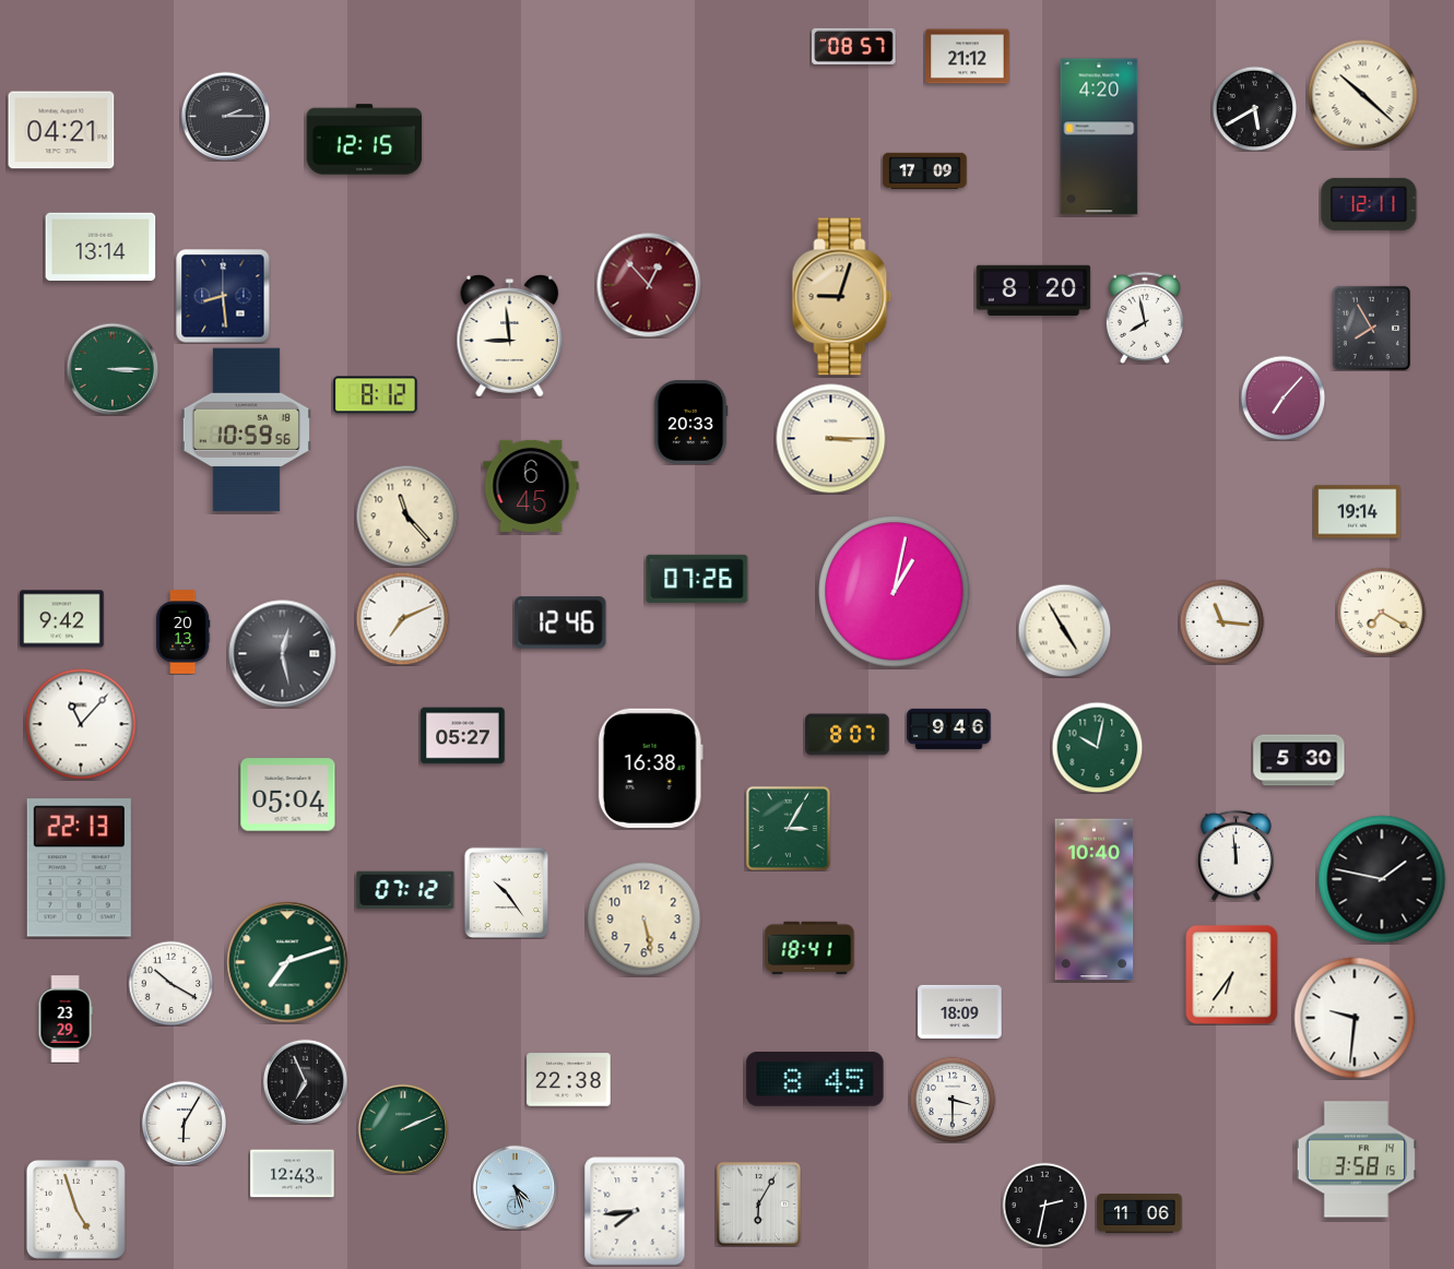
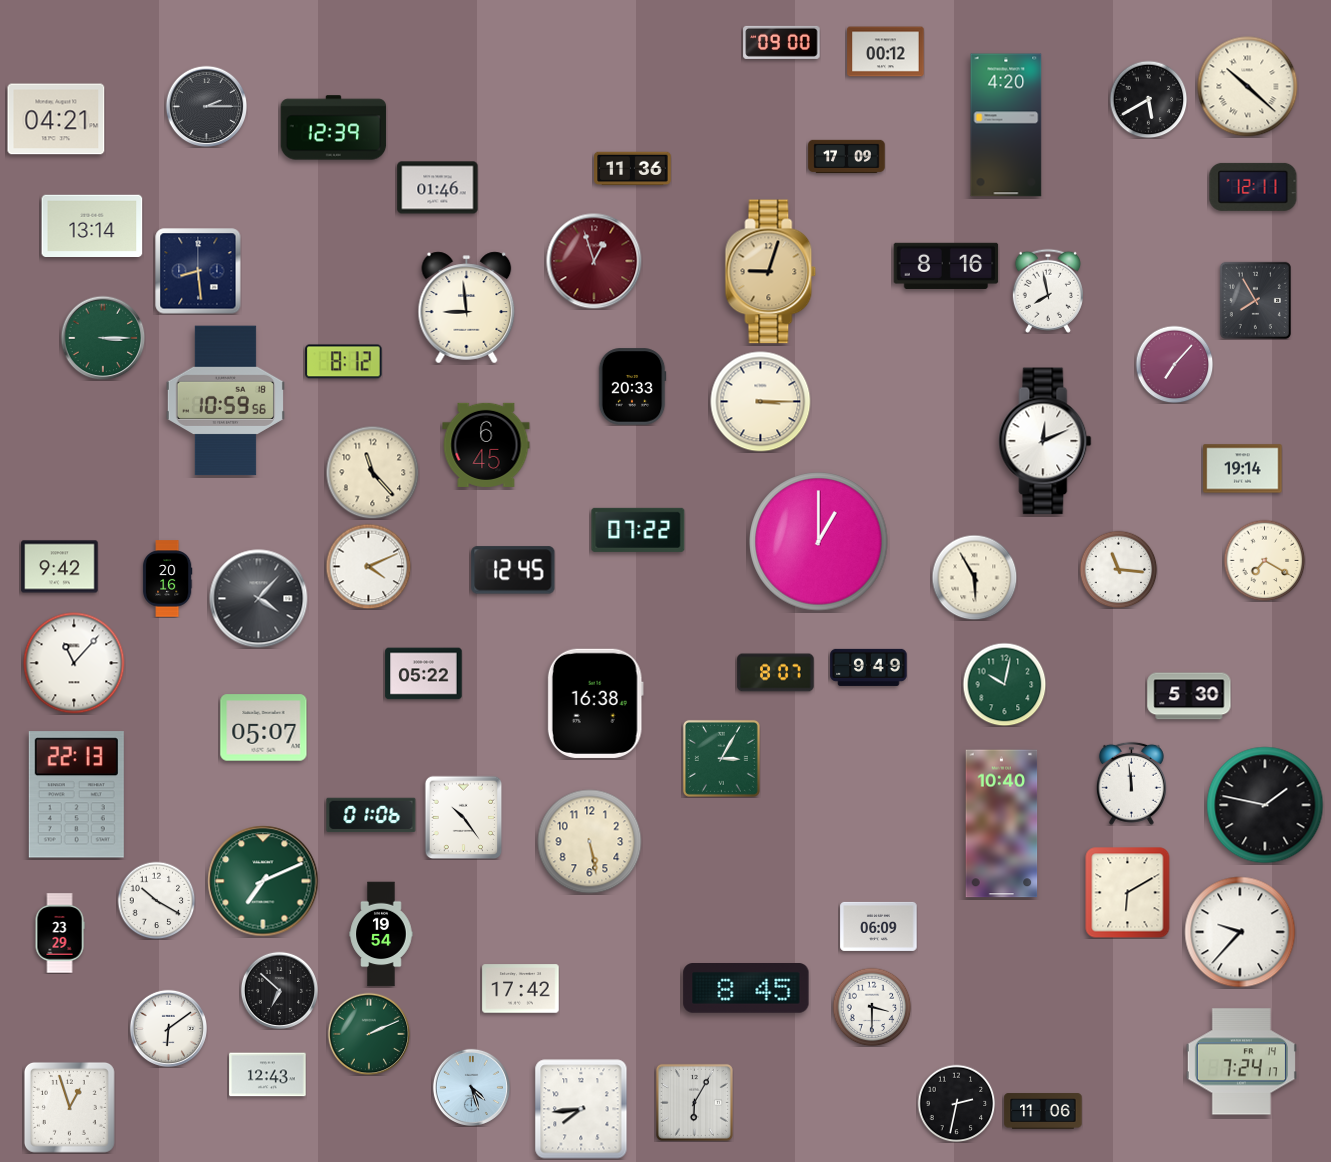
clock at (854, 46): 08:57 -> 09:00
clock at (968, 57): 21:12 -> 00:12
clock at (365, 140): 12:15 -> 12:39
clock at (633, 169): none -> 11:36
clock at (438, 188): none -> 01:46
clock at (649, 285): 12:53 -> 12:57
clock at (1033, 289): 8:20 -> 8:16
clock at (223, 296) position: (223, 296) -> (198, 271)
clock at (246, 430) position: (246, 430) -> (225, 401)
clock at (1045, 441): none -> 12:11
clock at (697, 579): 07:26 -> 07:22
clock at (895, 592): 1:02 -> 1:00
clock at (402, 618): 7:11 -> 4:11
clock at (62, 619) position: (62, 619) -> (60, 567)
clock at (560, 622): 12:46 -> 12:45
clock at (1064, 630): 4:55 -> 5:55
clock at (182, 632): 20:13 -> 20:16
clock at (283, 654): 12:28 -> 4:07
clock at (949, 728): 9:46 -> 9:49
clock at (463, 736): 05:27 -> 05:22
clock at (288, 795): 05:04 -> 05:07
clock at (79, 868) position: (79, 868) -> (76, 795)
clock at (405, 890): 07:12 -> 01:06
clock at (809, 948): 18:41 -> none
clock at (287, 962): 7:12 -> 7:11
clock at (1232, 975): 6:36 -> 6:10
clock at (960, 1011): 18:09 -> 06:09
clock at (1355, 1018): 9:31 -> 9:37
clock at (381, 934): none -> 19:54
clock at (569, 1080): 22:38 -> 17:42
clock at (305, 1081): 6:56 -> 6:52
clock at (184, 1123): 6:05 -> 6:09
clock at (1356, 1160): 3:58 -> 7:24
clock at (75, 1209): 4:57 -> 12:57
